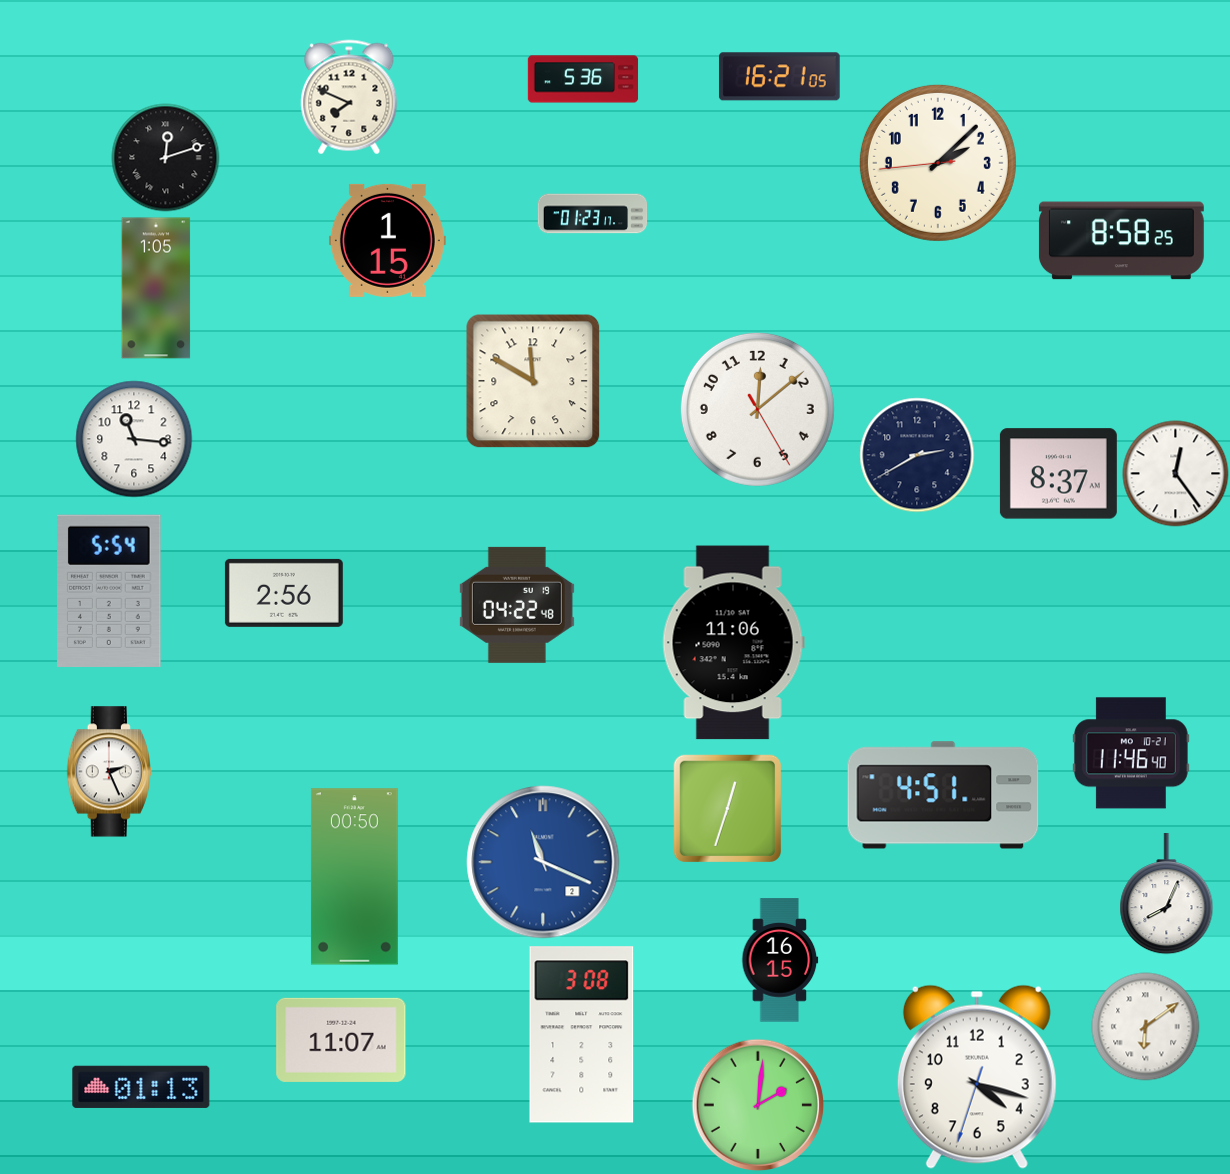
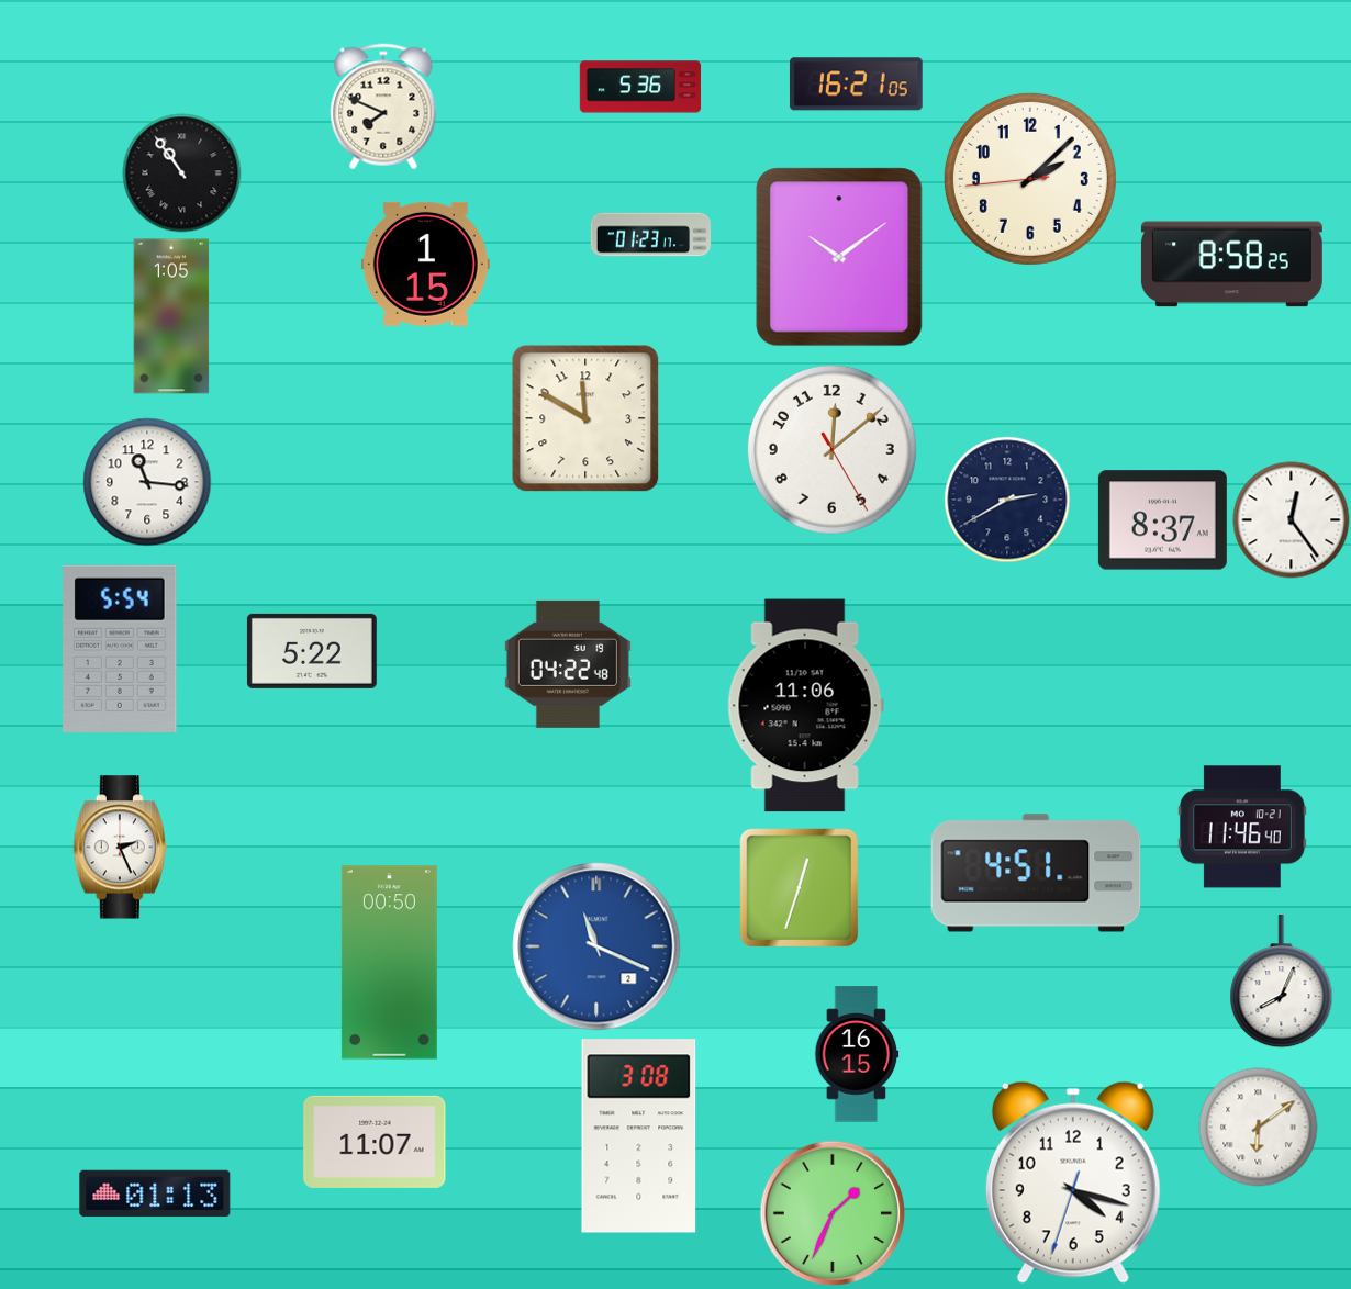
clock at (166, 158): 12:12 -> 10:54
clock at (839, 257): none -> 10:09
clock at (284, 593): 2:56 -> 5:22
clock at (758, 1105): 2:01 -> 1:34
